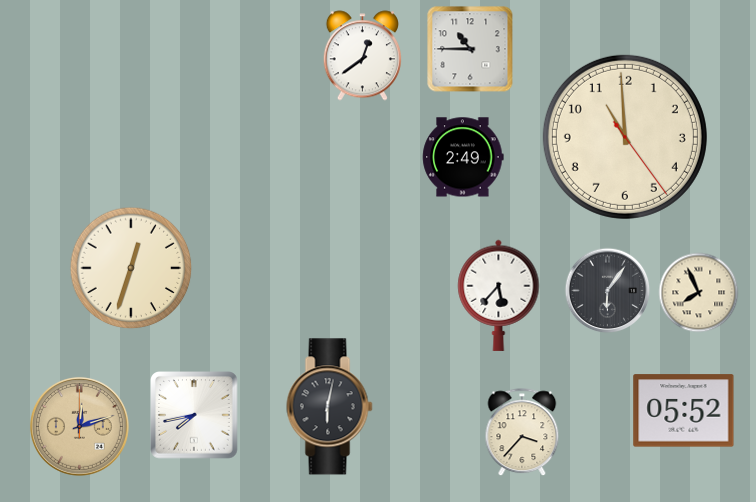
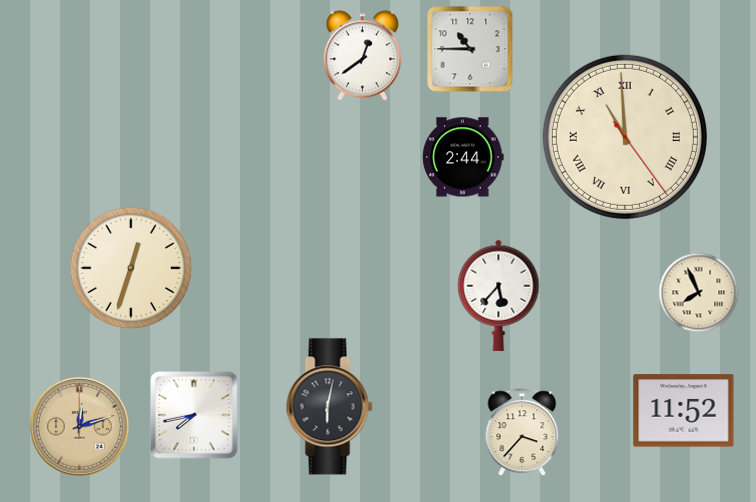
clock at (625, 137) numerals: Arabic -> Roman
clock at (463, 157): 2:49 -> 2:44
clock at (608, 291): 6:06 -> none
clock at (684, 411): 05:52 -> 11:52
